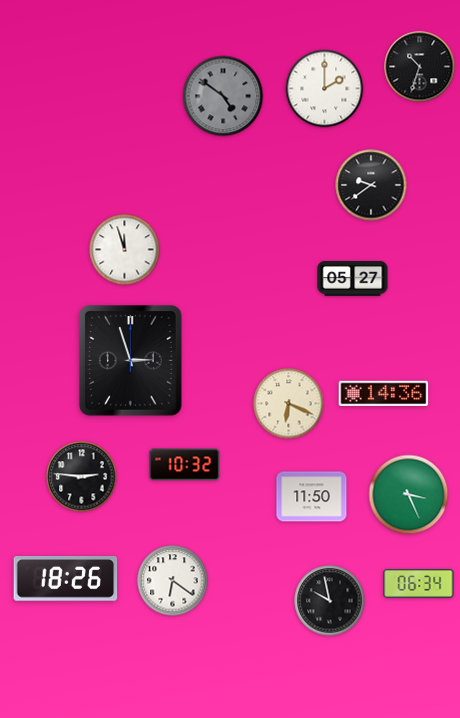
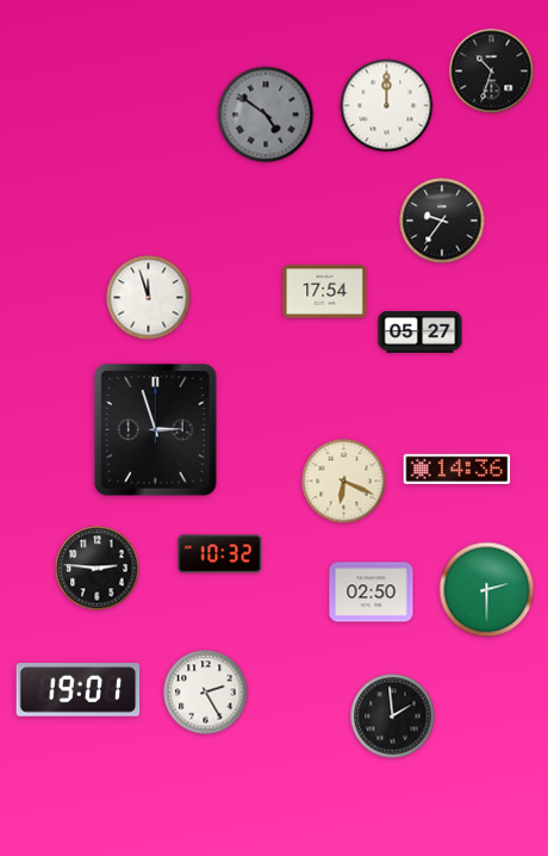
clock at (420, 67) position: (420, 67) -> (492, 72)
clock at (325, 89): 2:00 -> 12:00
clock at (371, 185): 9:39 -> 9:36
clock at (325, 292): none -> 17:54
clock at (409, 495): 3:26 -> 2:30
clock at (312, 497): 11:50 -> 02:50
clock at (66, 579): 18:26 -> 19:01
clock at (173, 581): 6:21 -> 2:25
clock at (419, 583): 06:34 -> none
clock at (330, 601): 9:58 -> 1:59
